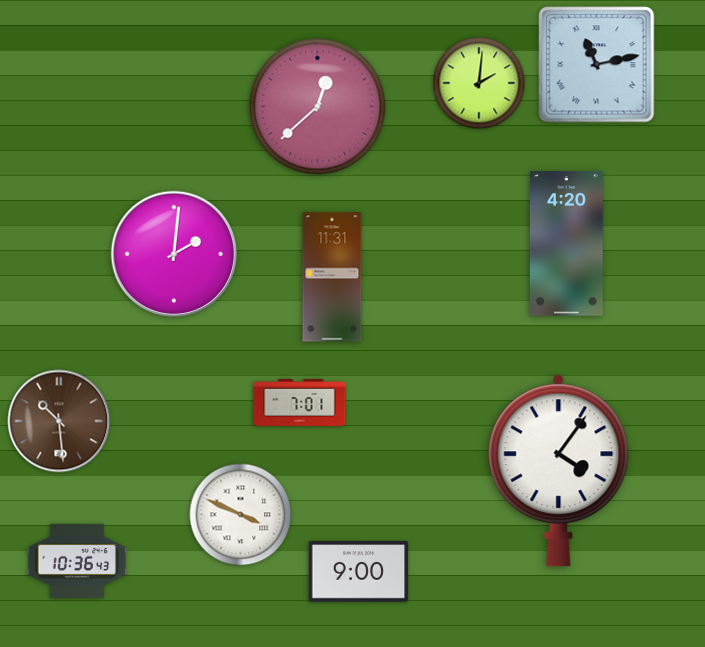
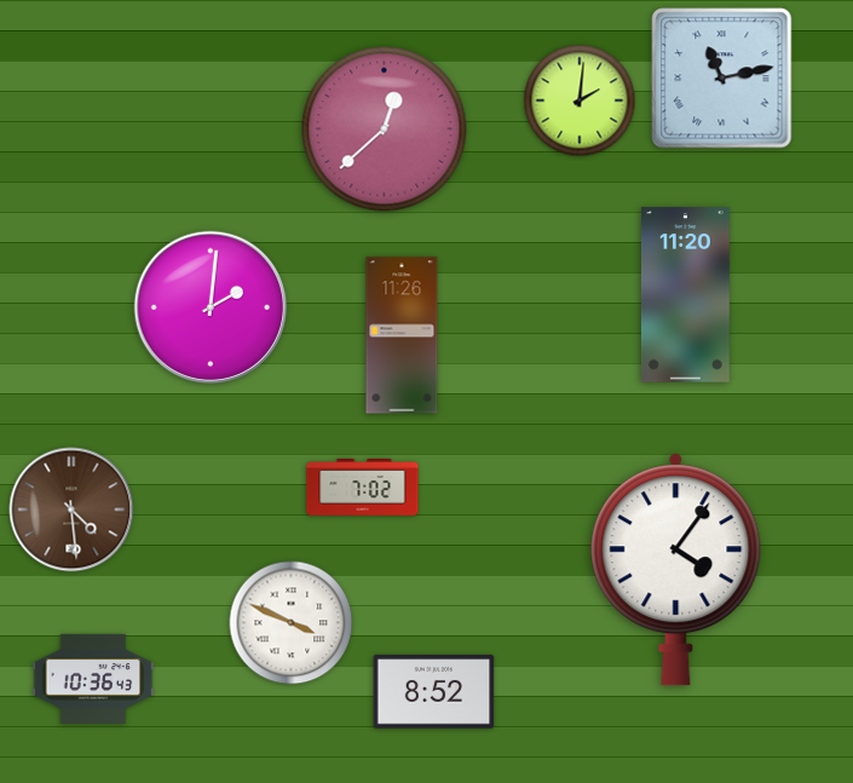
clock at (566, 244): 4:20 -> 11:20
clock at (332, 277): 11:31 -> 11:26
clock at (300, 403): 7:01 -> 7:02
clock at (59, 421): 10:29 -> 4:29
clock at (359, 572): 9:00 -> 8:52
